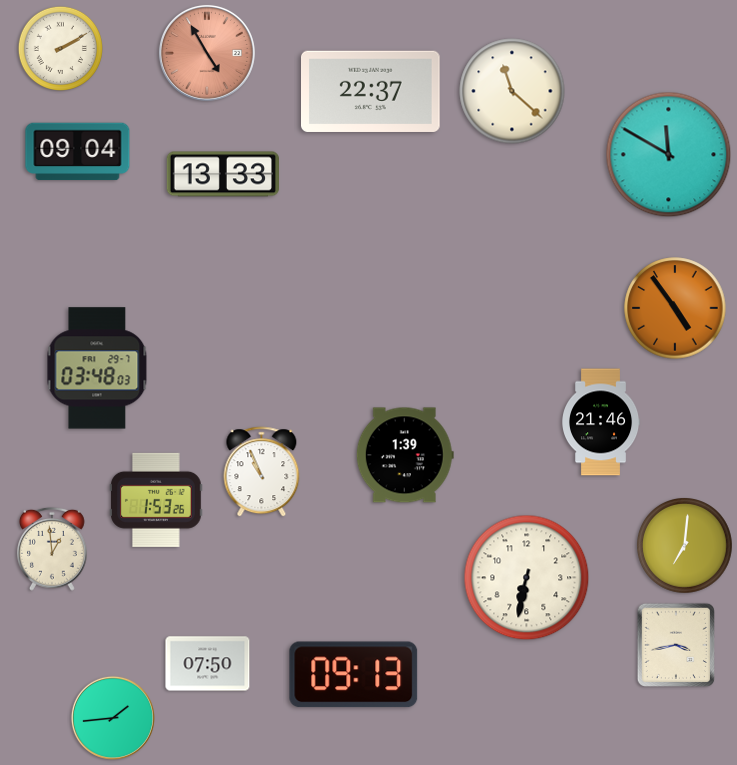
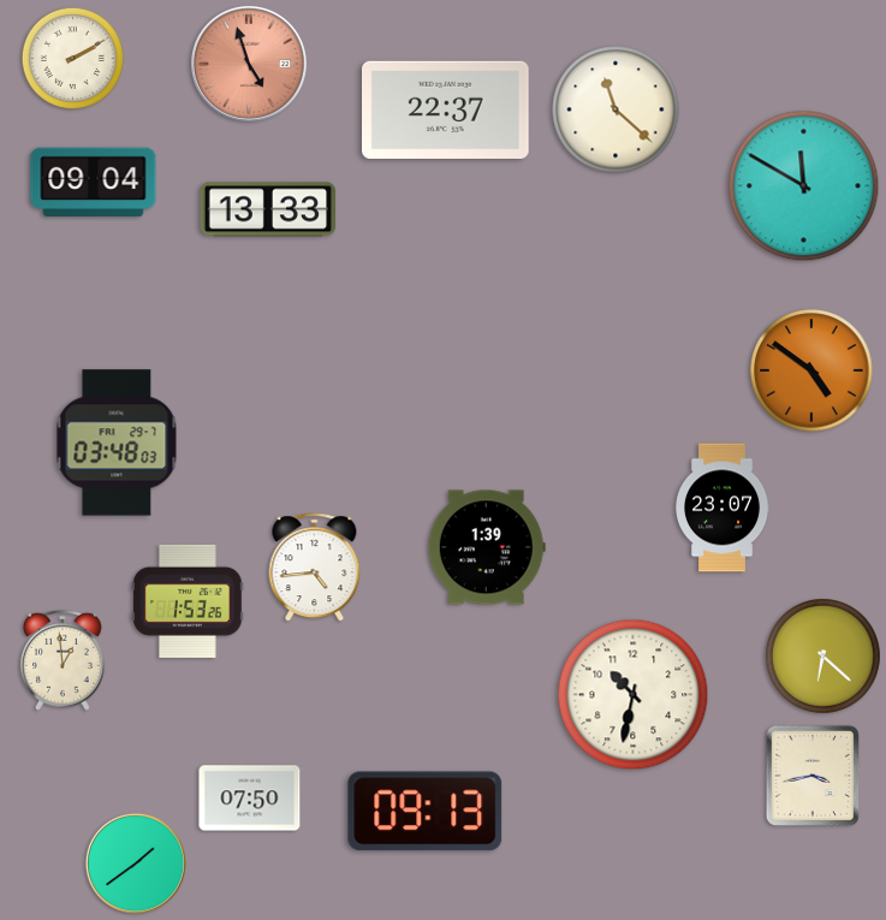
clock at (207, 53): 4:55 -> 4:57
clock at (675, 308): 4:54 -> 4:51
clock at (602, 422): 21:46 -> 23:07
clock at (262, 472): 10:56 -> 4:44
clock at (685, 546): 7:01 -> 6:22
clock at (527, 578): 6:32 -> 10:32
clock at (113, 718): 1:44 -> 1:39
